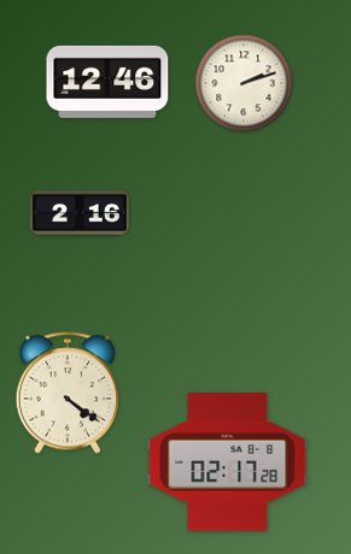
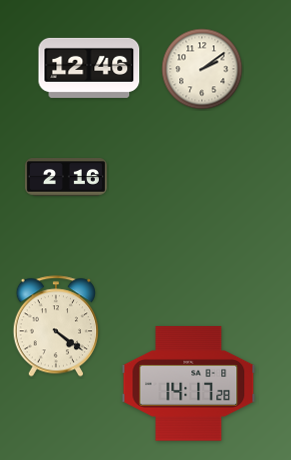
clock at (244, 83): 2:12 -> 2:09
clock at (228, 462): 02:17 -> 14:17
